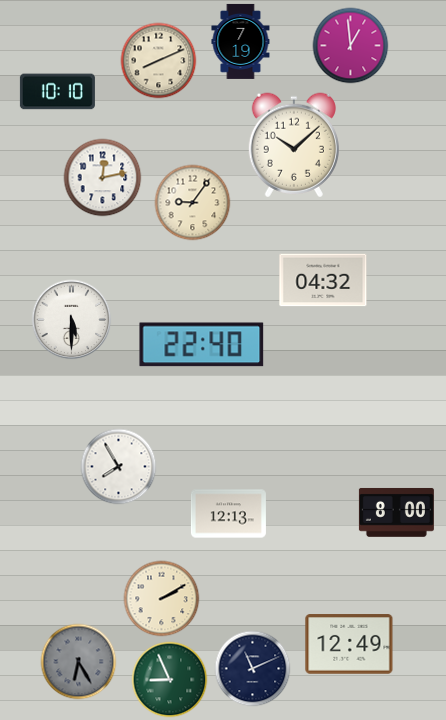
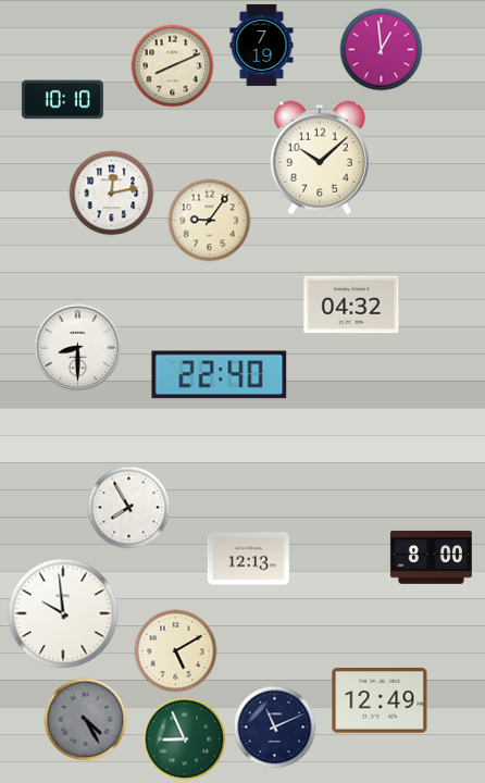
clock at (72, 320): 5:30 -> 8:30
clock at (63, 613): none -> 9:59
clock at (162, 599): 2:10 -> 5:10
clock at (79, 662): 6:25 -> 4:25
